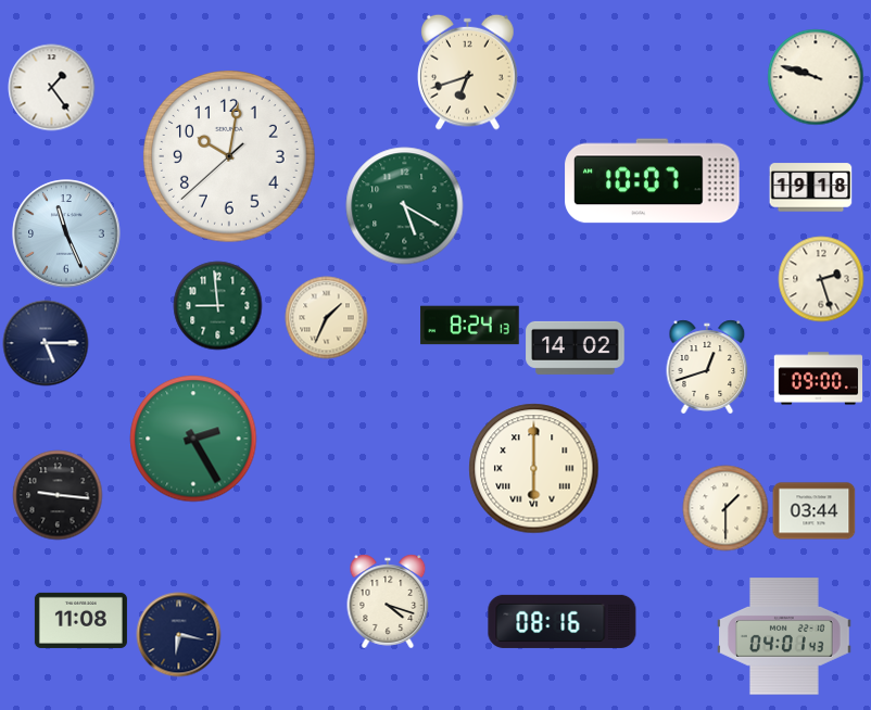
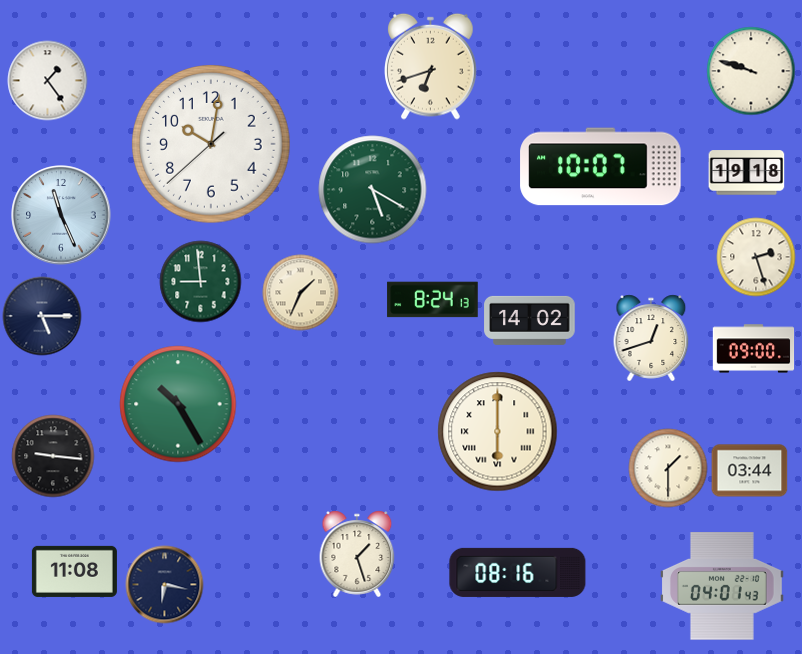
clock at (193, 439): 2:25 -> 10:25
clock at (534, 469) position: (534, 469) -> (498, 432)
clock at (388, 601): 4:18 -> 1:27
